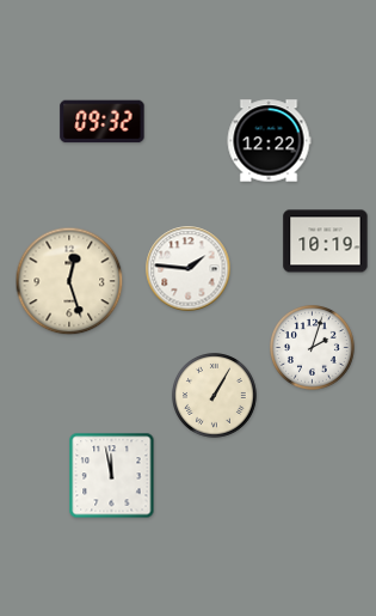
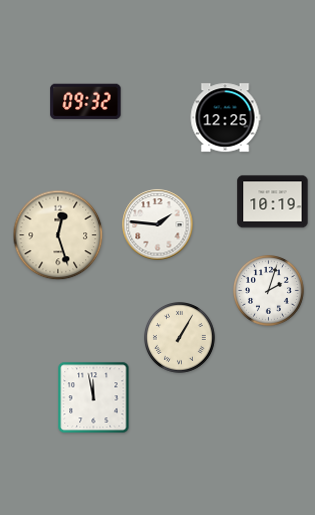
clock at (269, 141): 12:22 -> 12:25
clock at (313, 348) position: (313, 348) -> (269, 291)
clock at (215, 396) position: (215, 396) -> (180, 338)
